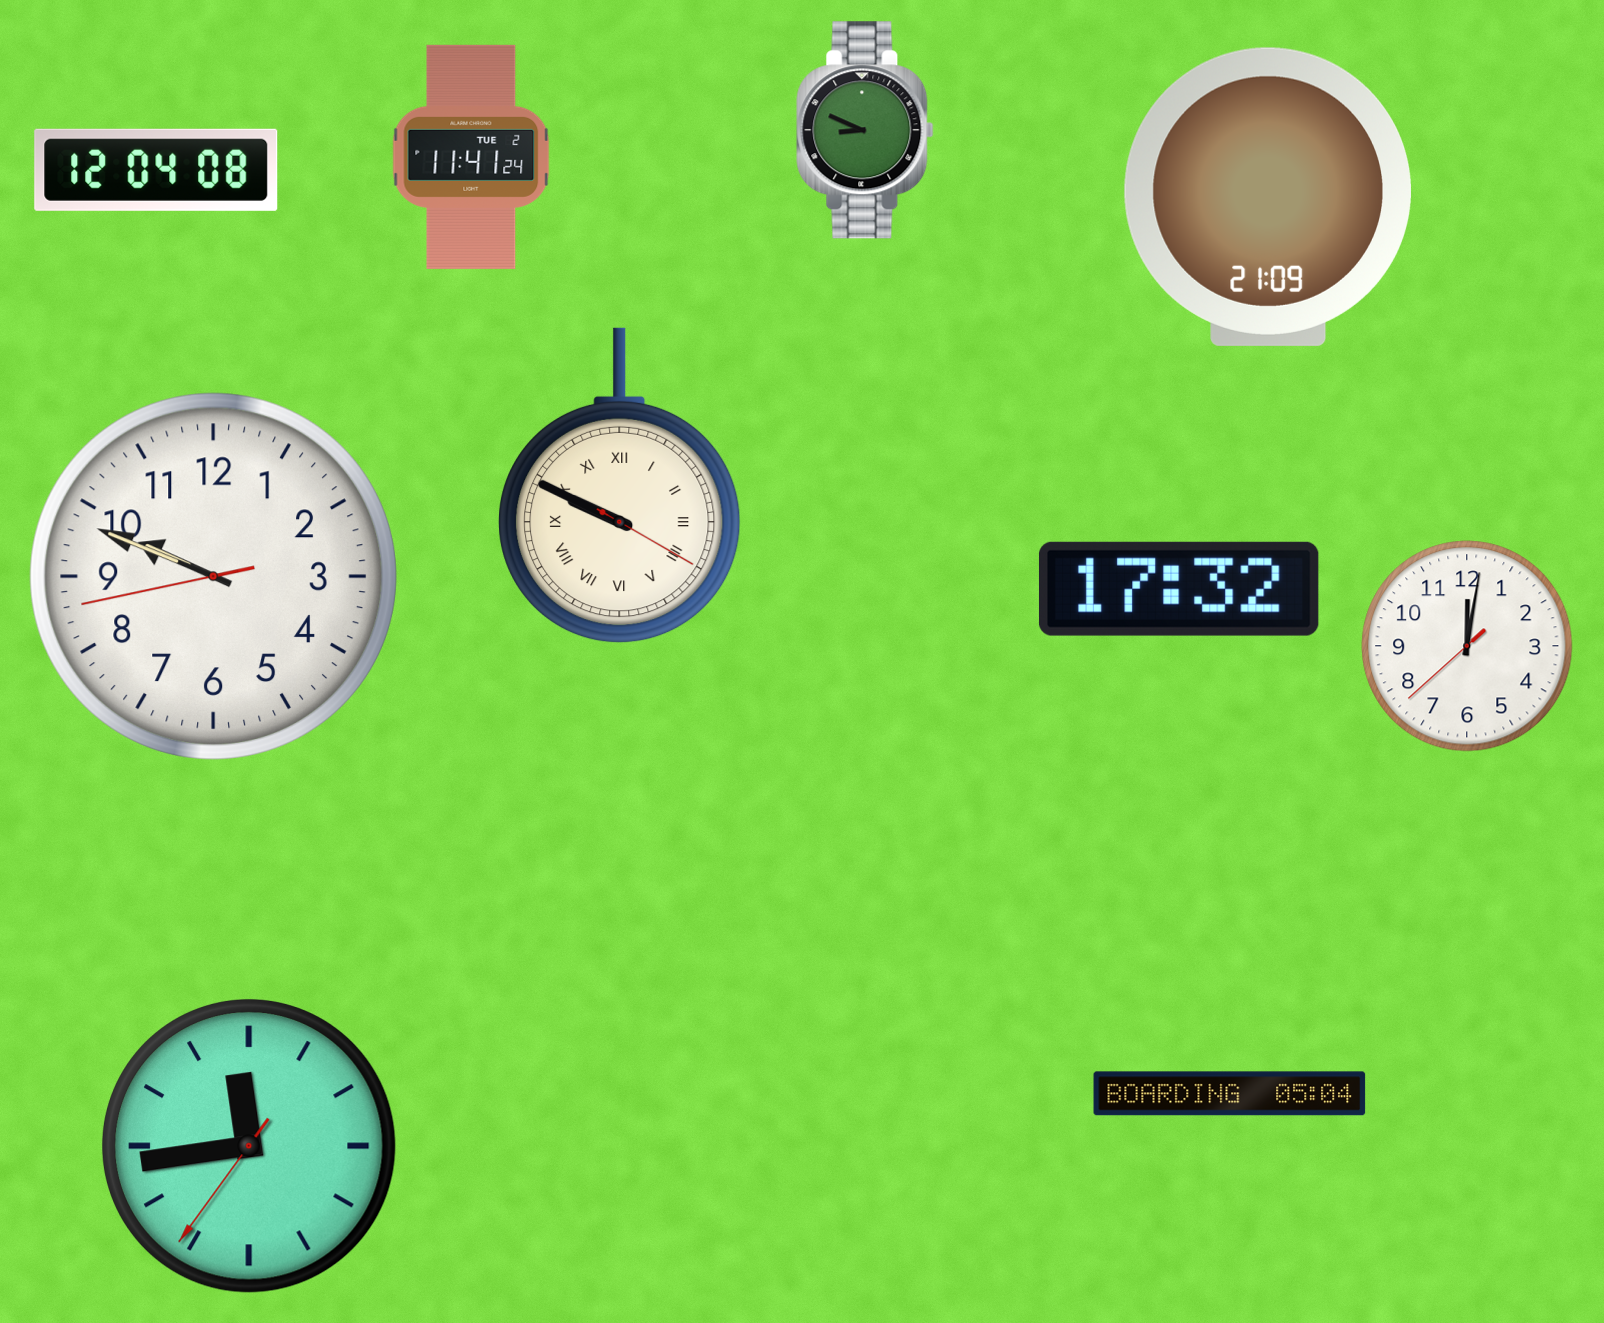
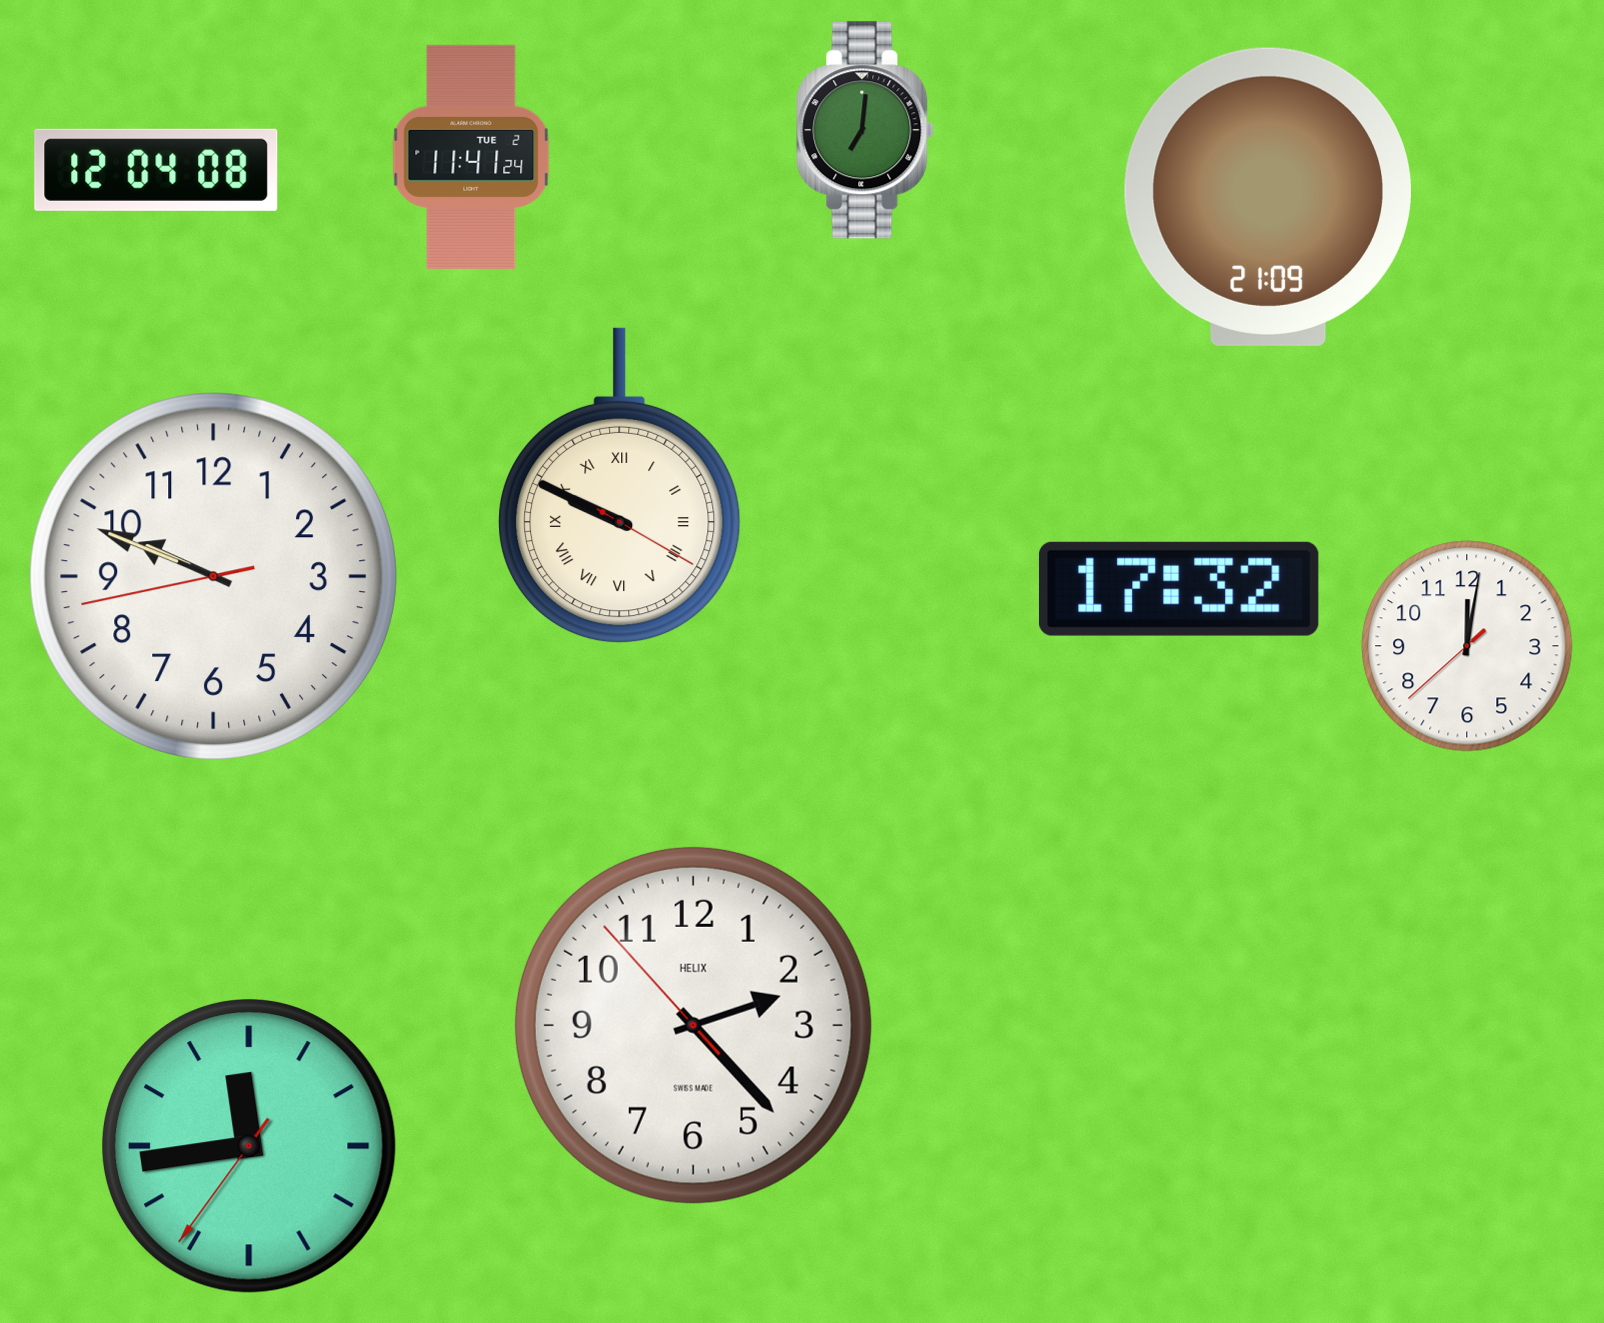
clock at (865, 130): 8:49 -> 7:01
clock at (693, 1025): none -> 2:22
clock at (1230, 1094): 05:04 -> none
